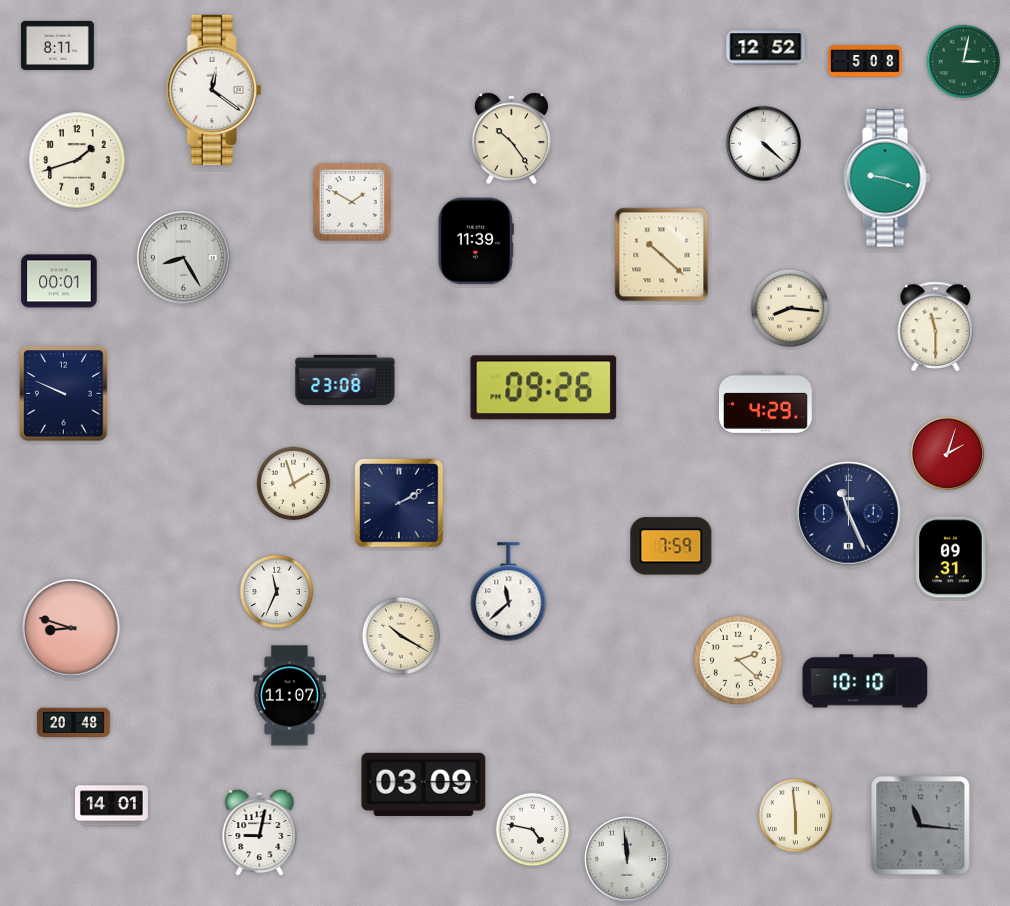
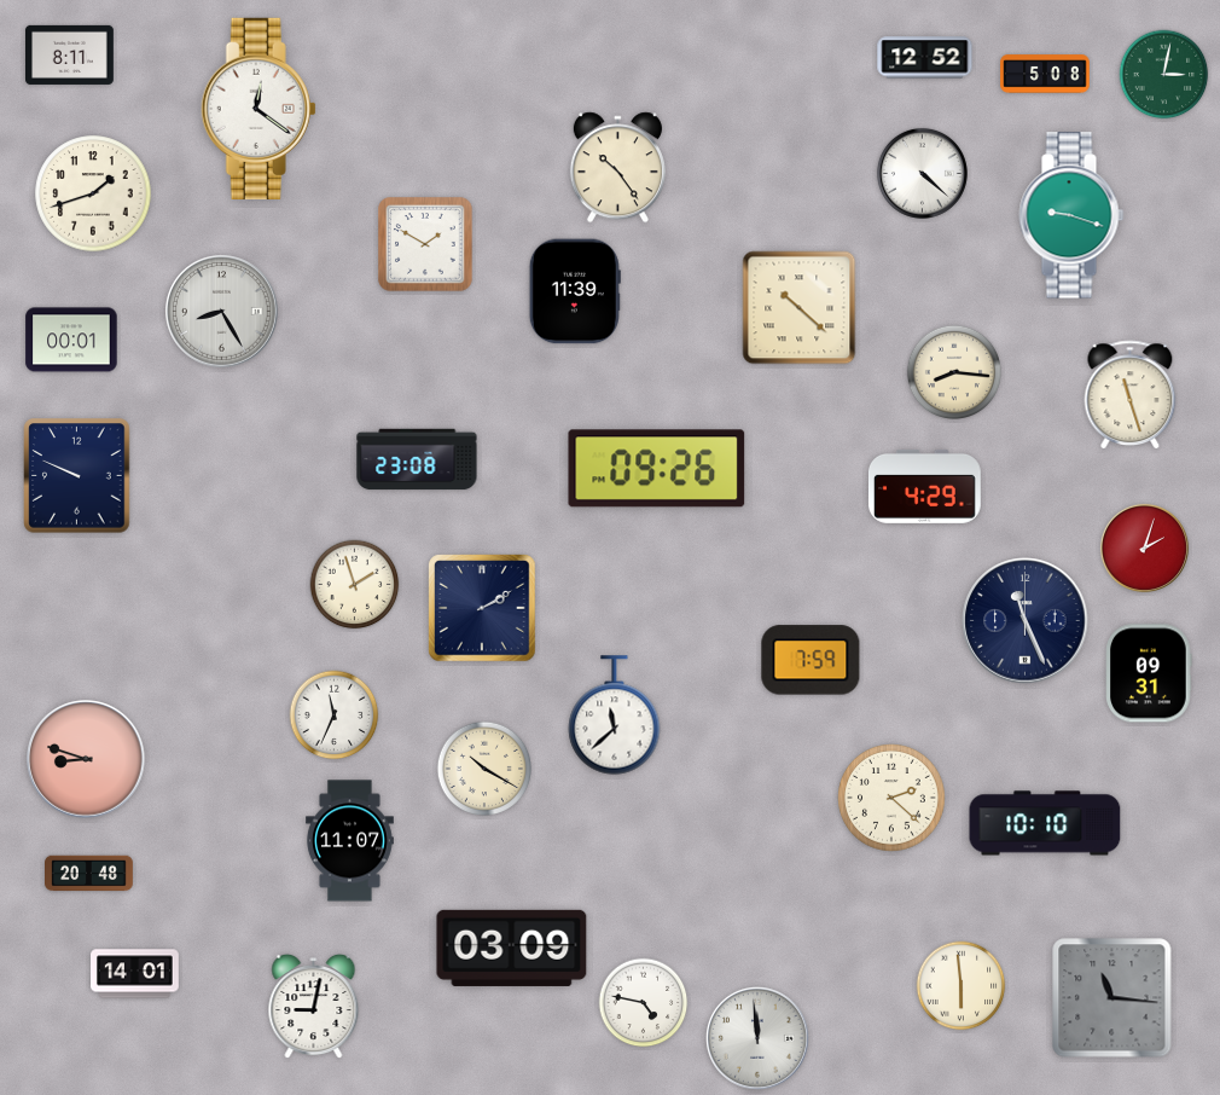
clock at (936, 326): 11:30 -> 11:27
